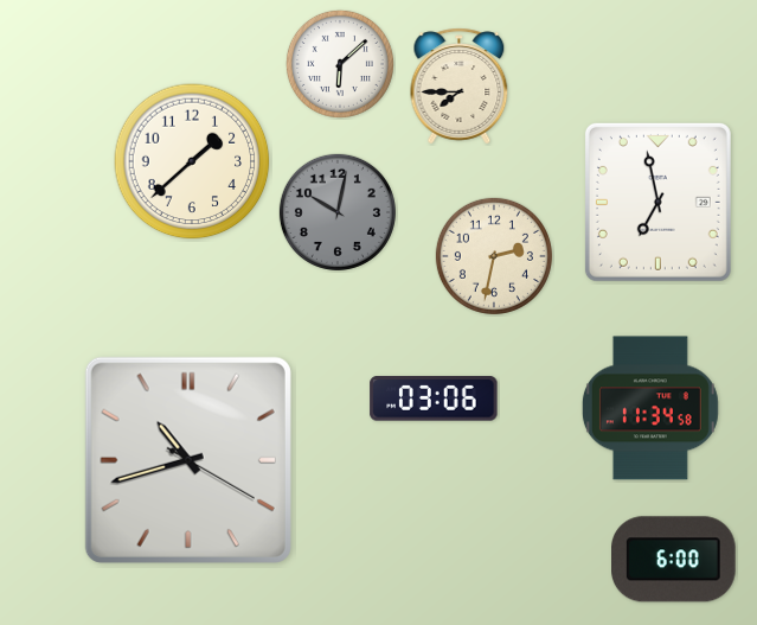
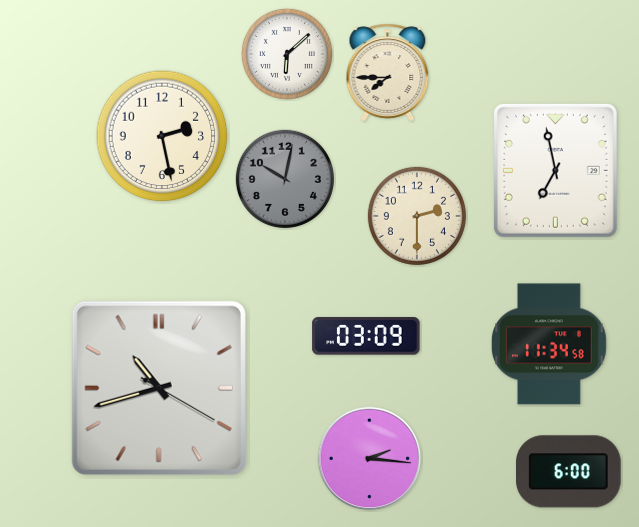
clock at (192, 161): 1:38 -> 2:28
clock at (494, 256): 2:32 -> 2:30
clock at (434, 398): 03:06 -> 03:09
clock at (370, 459): none -> 2:16
